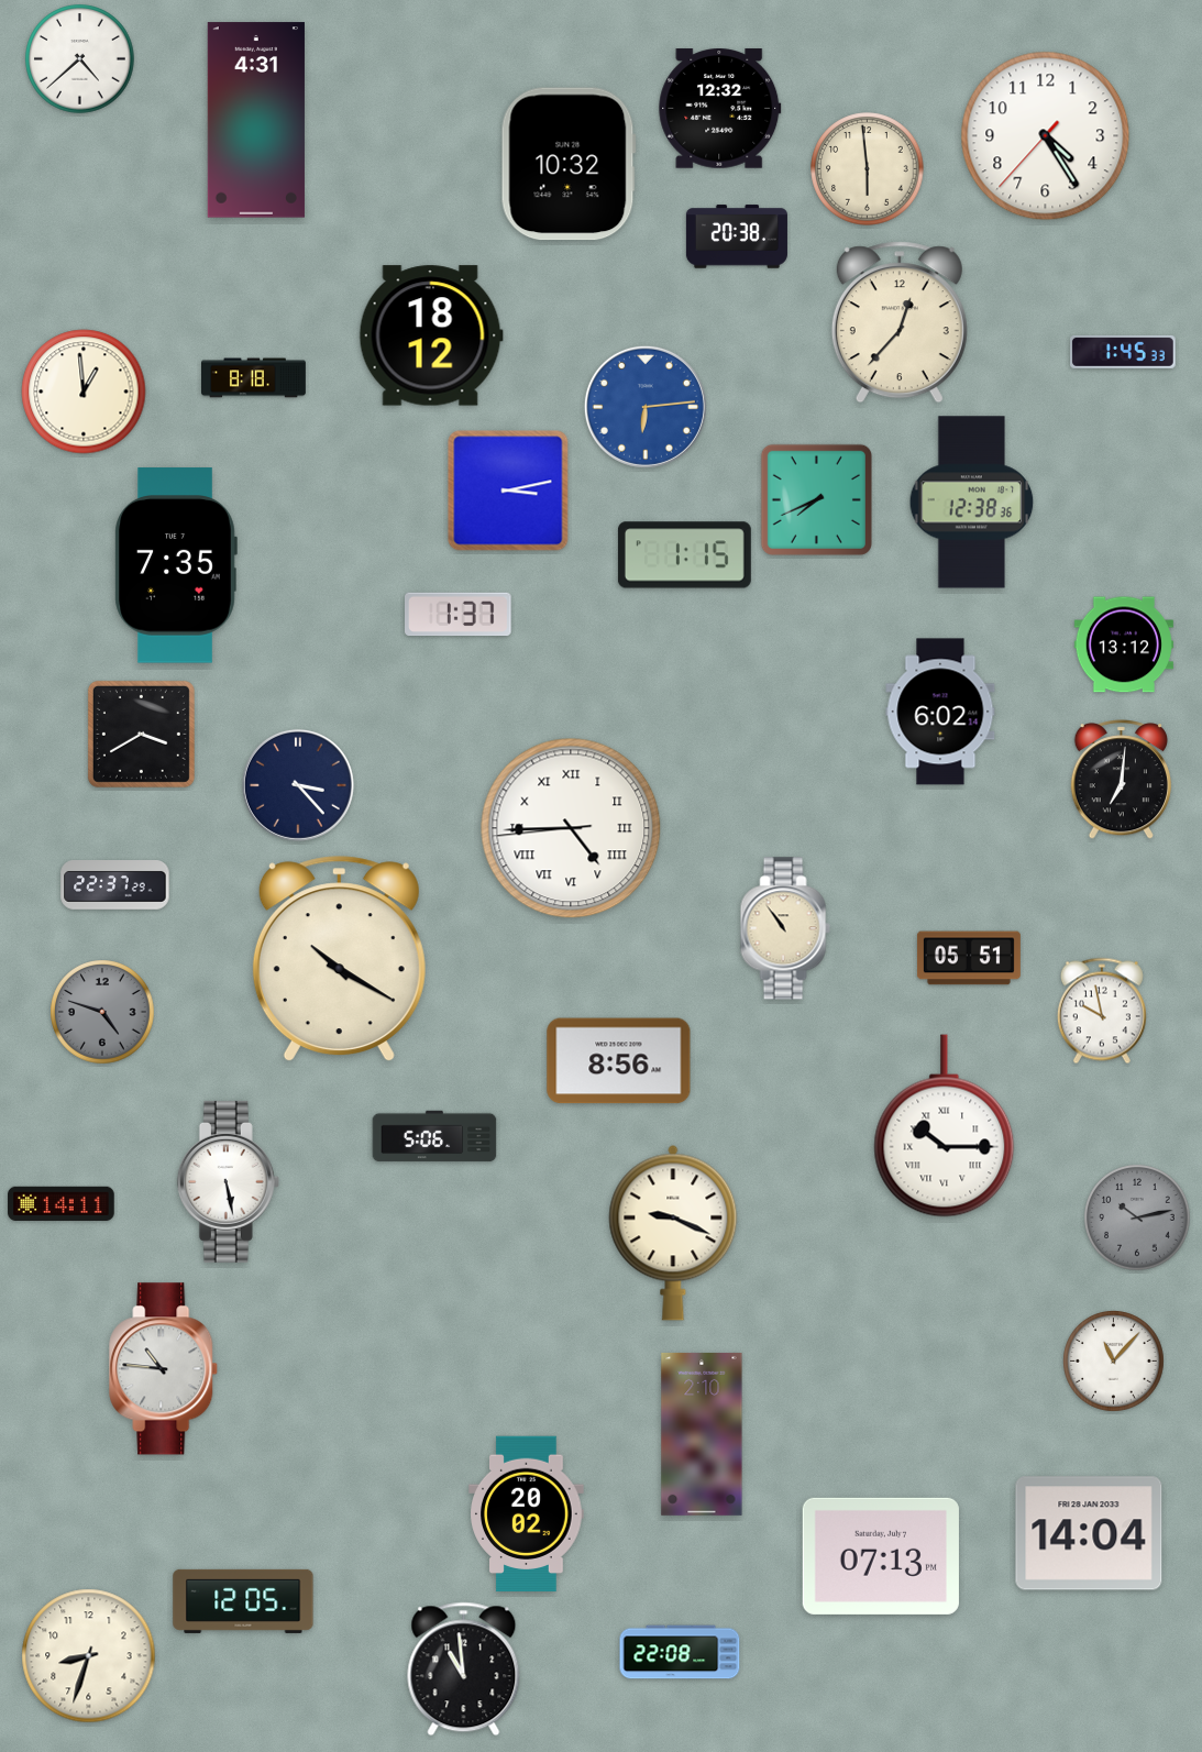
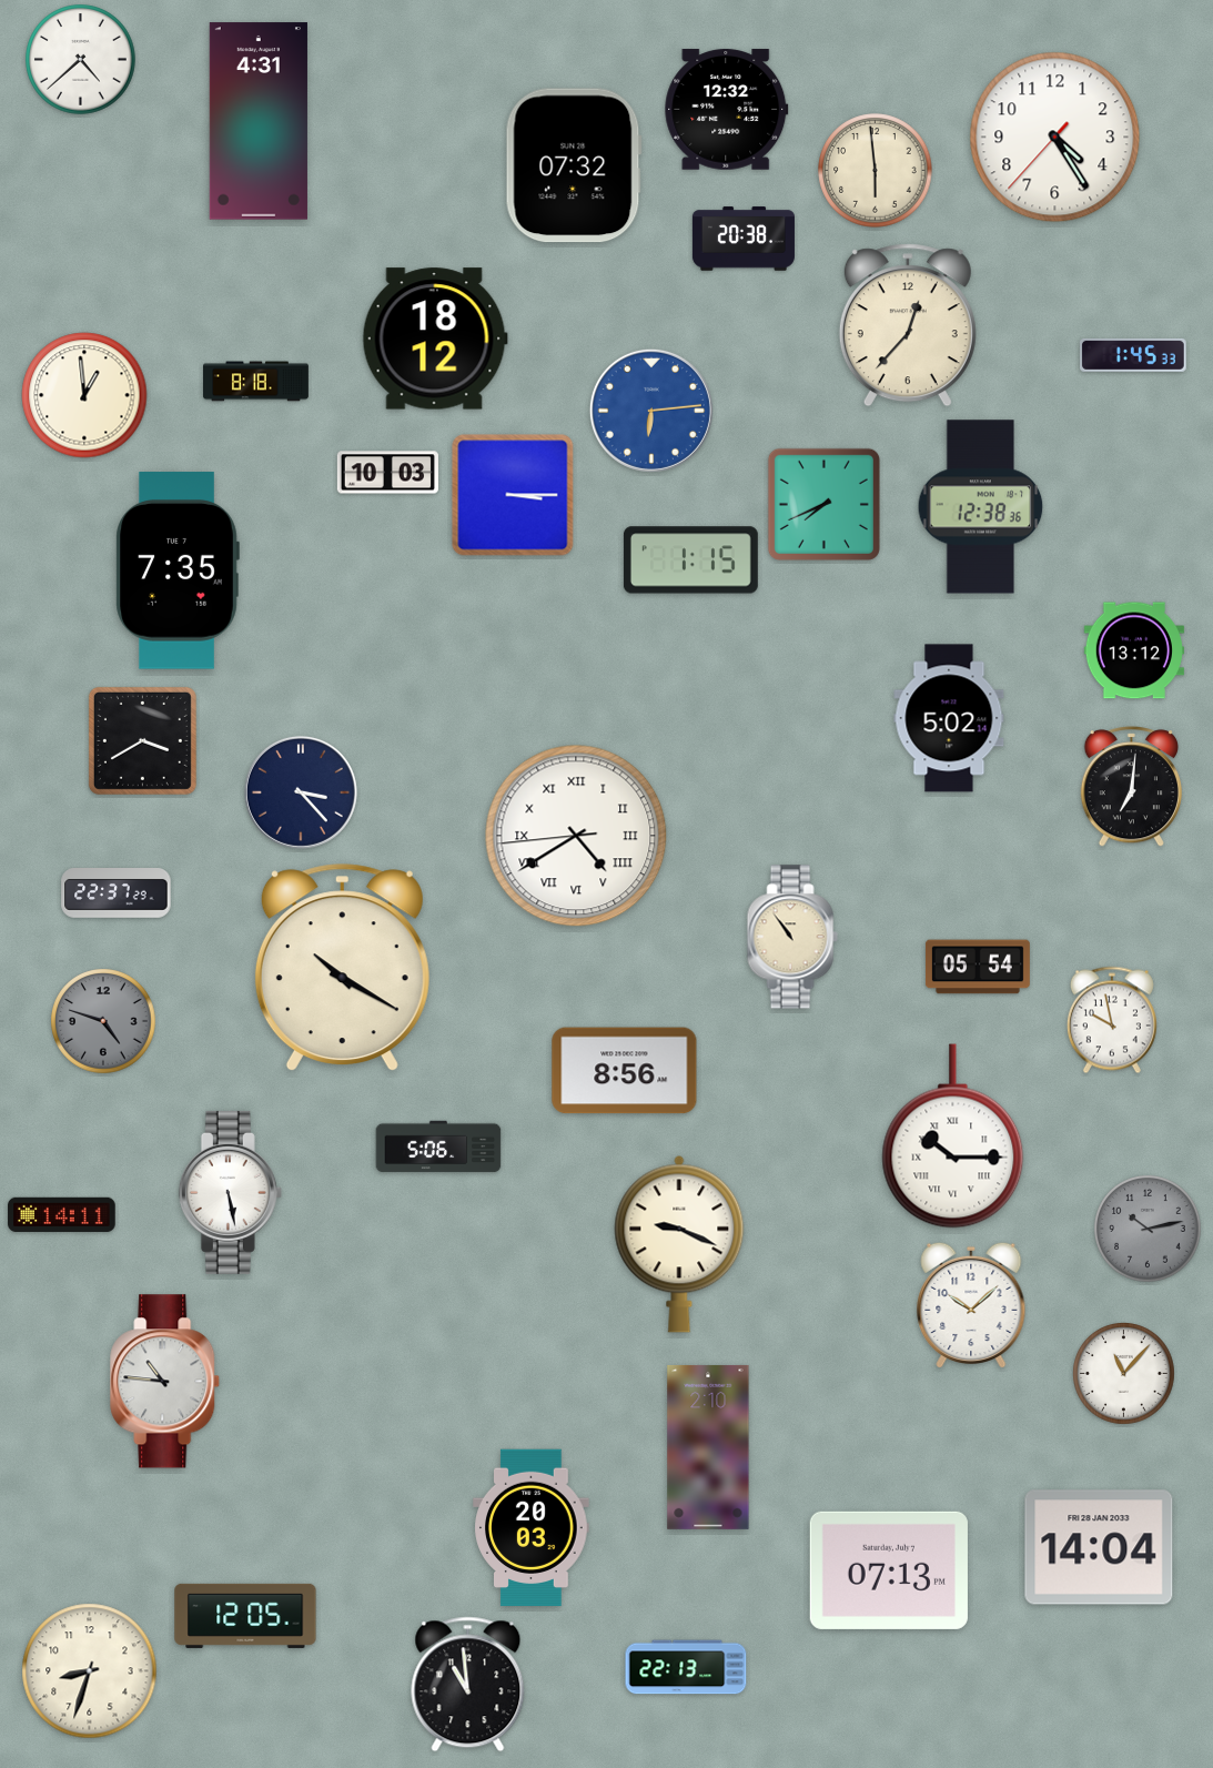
clock at (569, 164): 10:32 -> 07:32
clock at (387, 473): none -> 10:03
clock at (508, 491): 3:13 -> 3:15
clock at (459, 615): 1:37 -> none
clock at (940, 712): 6:02 -> 5:02
clock at (571, 828): 4:44 -> 4:39
clock at (969, 958): 05:51 -> 05:54
clock at (971, 1305): none -> 10:08
clock at (527, 1514): 20:02 -> 20:03
clock at (680, 1652): 22:08 -> 22:13
